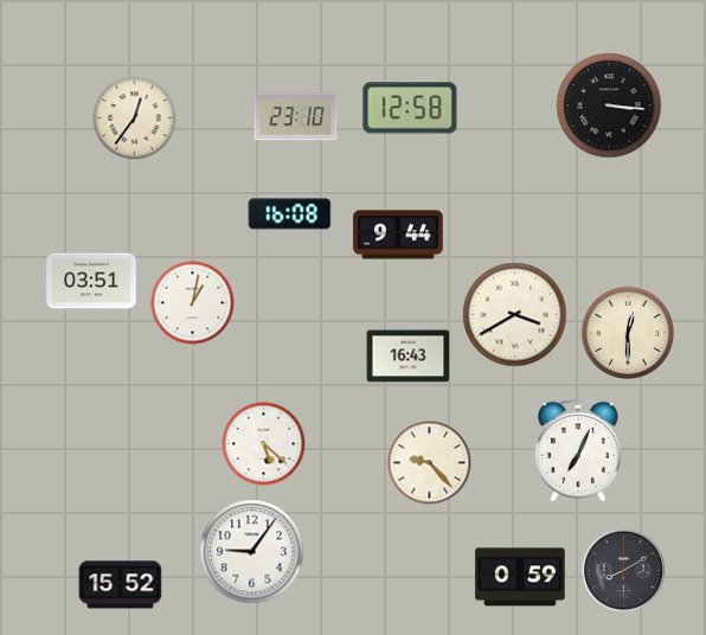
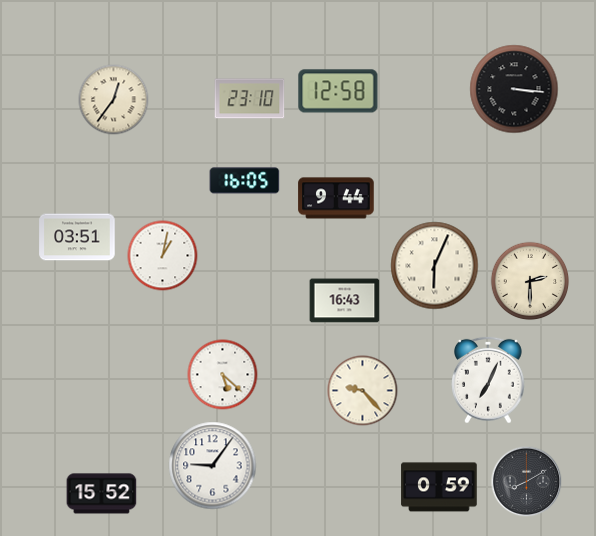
clock at (410, 108) position: (410, 108) -> (338, 91)
clock at (290, 214): 16:08 -> 16:05
clock at (515, 315): 3:40 -> 6:04
clock at (628, 333): 12:30 -> 2:30
